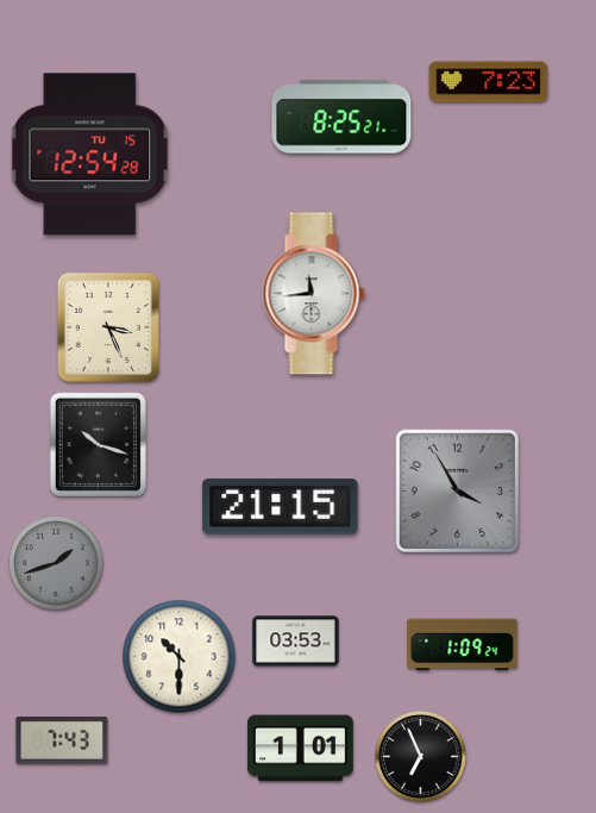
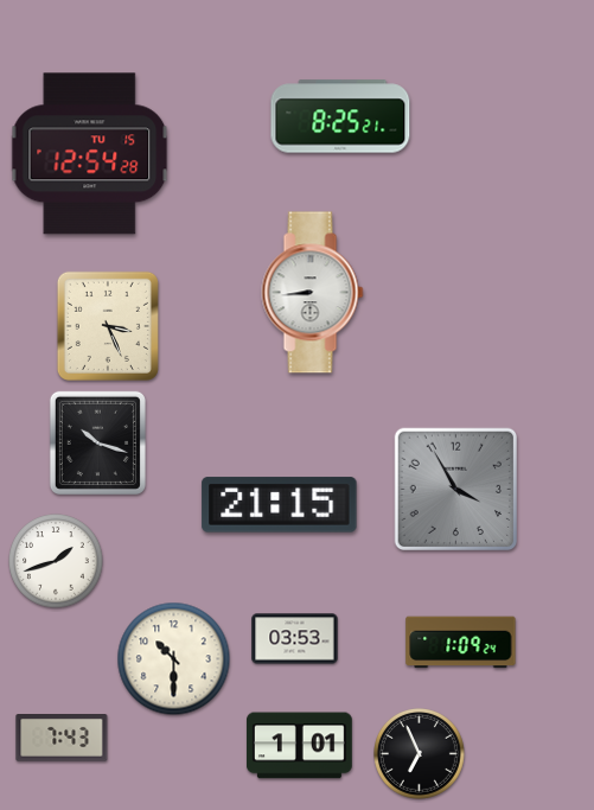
clock at (489, 82): 7:23 -> none
clock at (314, 294): 11:44 -> 8:44
clock at (56, 563) dial: grey -> white
clock at (180, 657) position: (180, 657) -> (174, 659)
